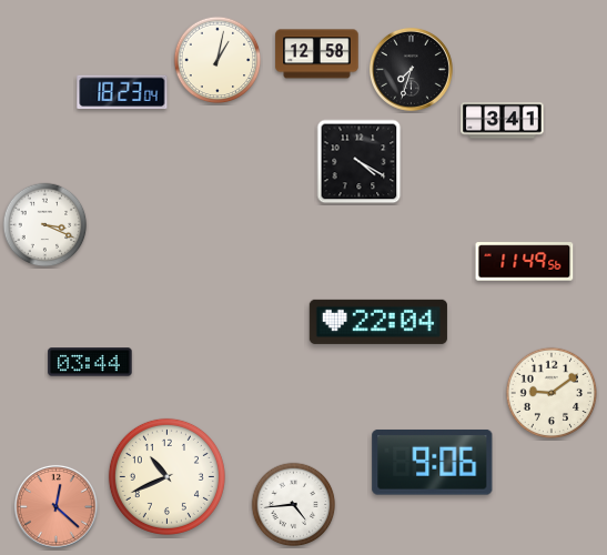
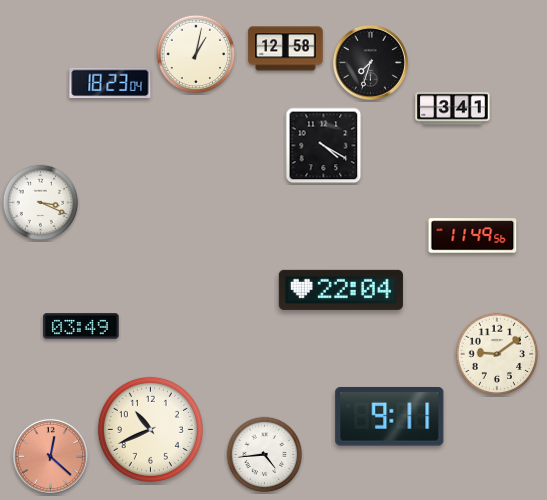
clock at (90, 362): 03:44 -> 03:49
clock at (433, 462): 9:06 -> 9:11
